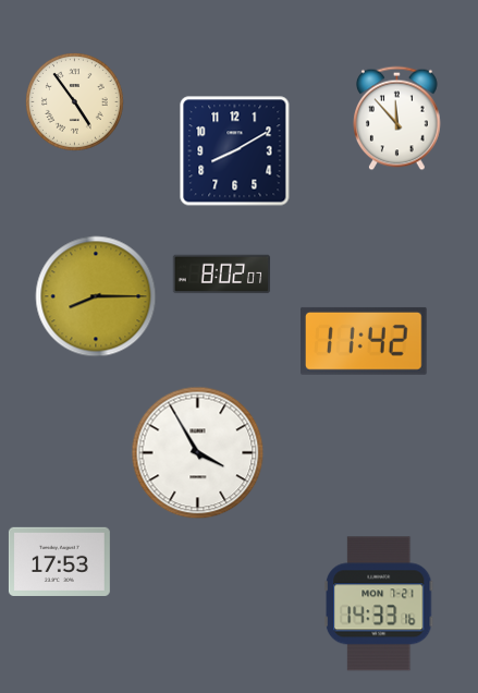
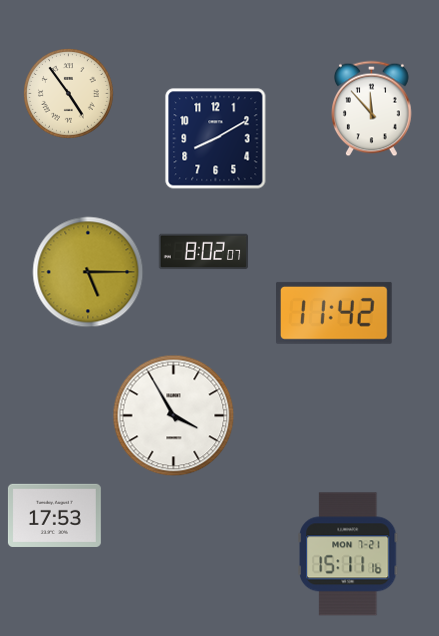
clock at (397, 119) position: (397, 119) -> (372, 109)
clock at (96, 296): 8:15 -> 5:15
clock at (198, 453) position: (198, 453) -> (174, 416)
clock at (380, 604): 14:33 -> 15:11
